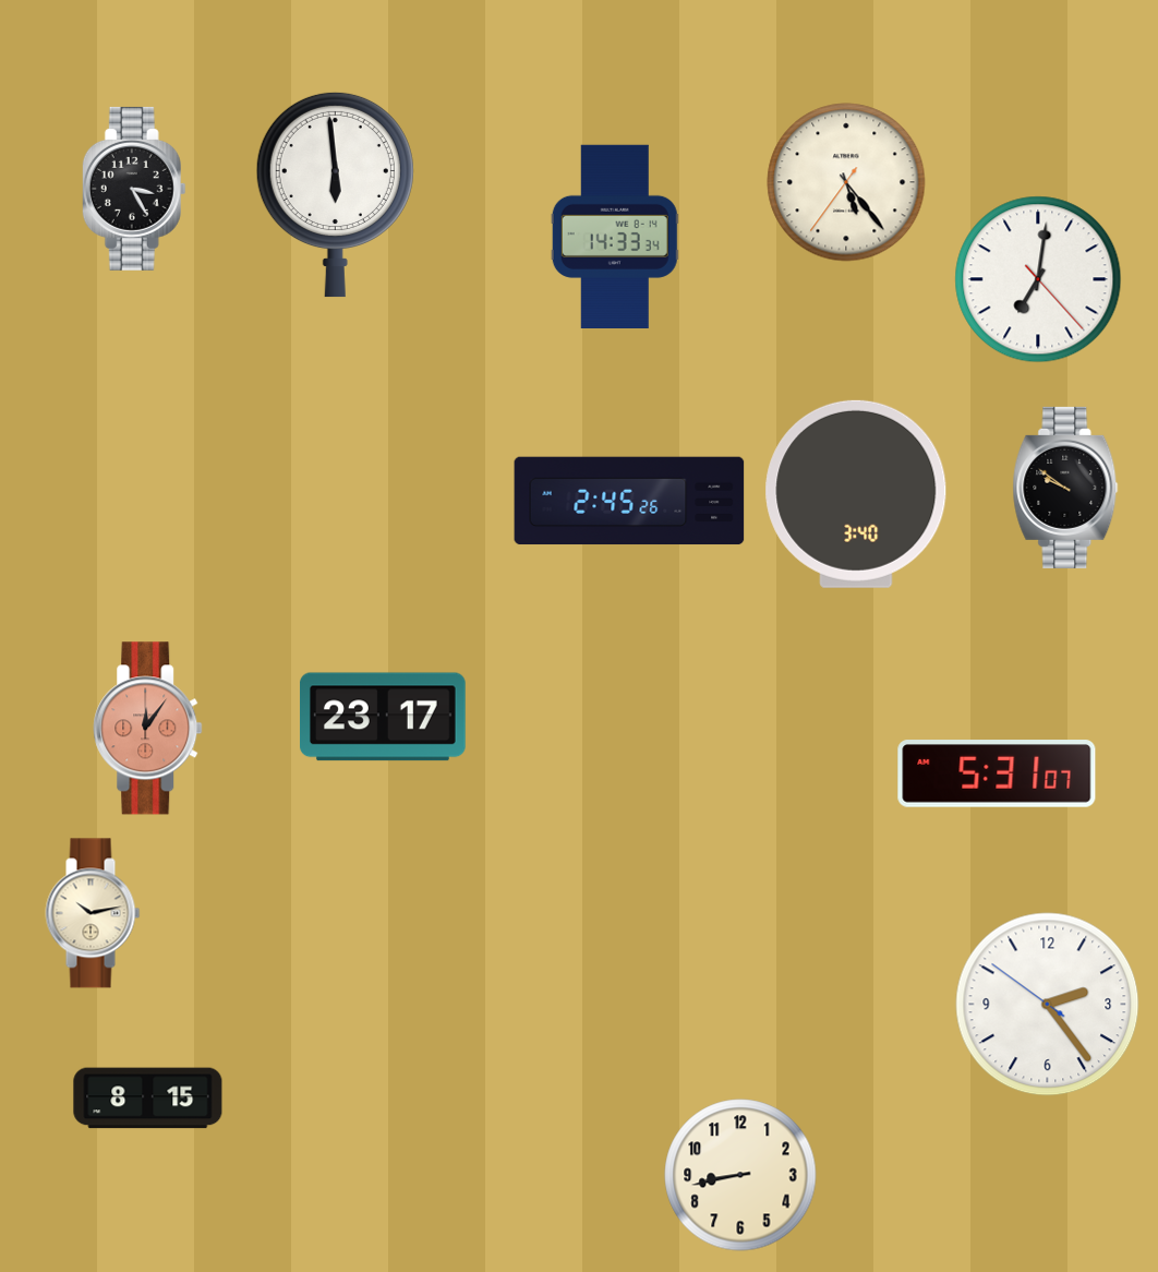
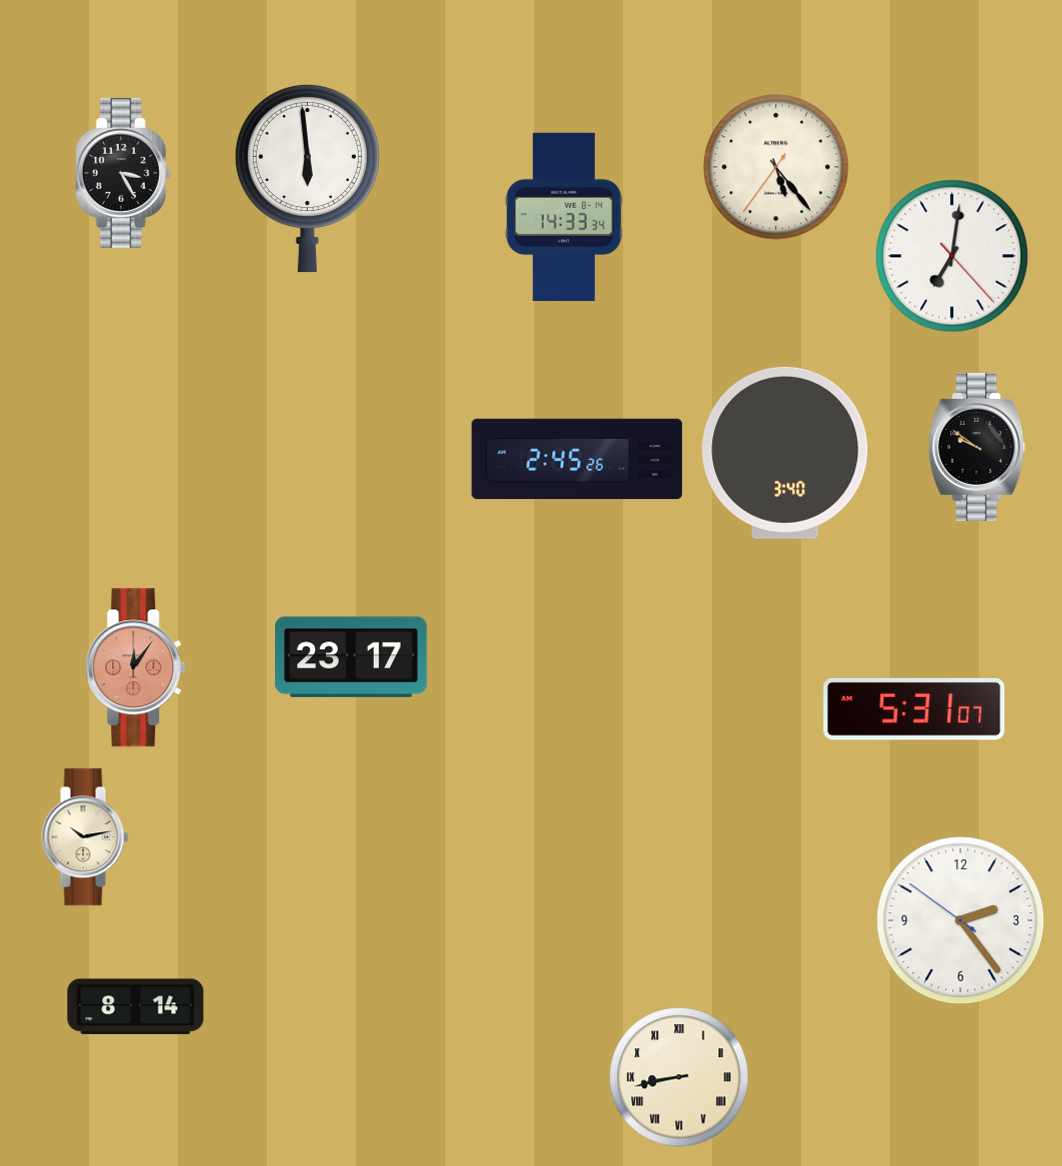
clock at (148, 1099): 8:15 -> 8:14
clock at (740, 1175) numerals: Arabic -> Roman
